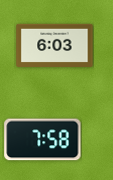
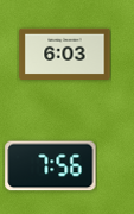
clock at (43, 140): 7:58 -> 7:56
